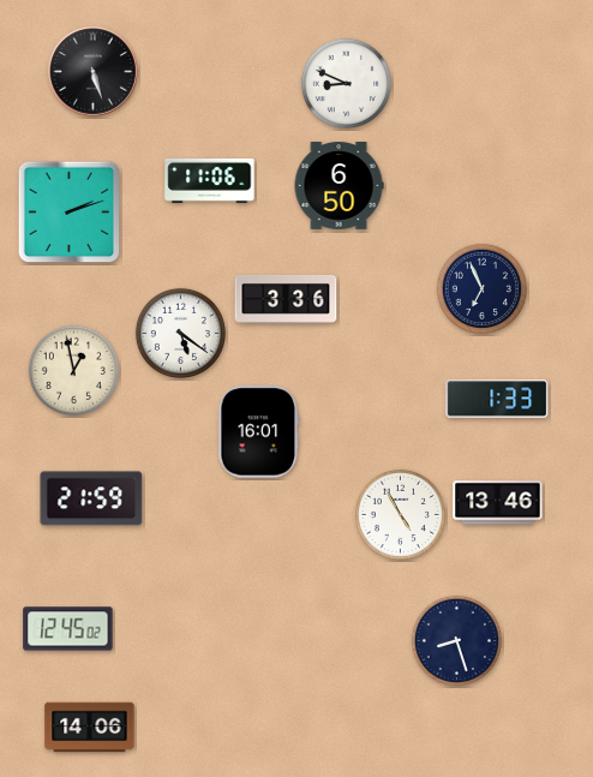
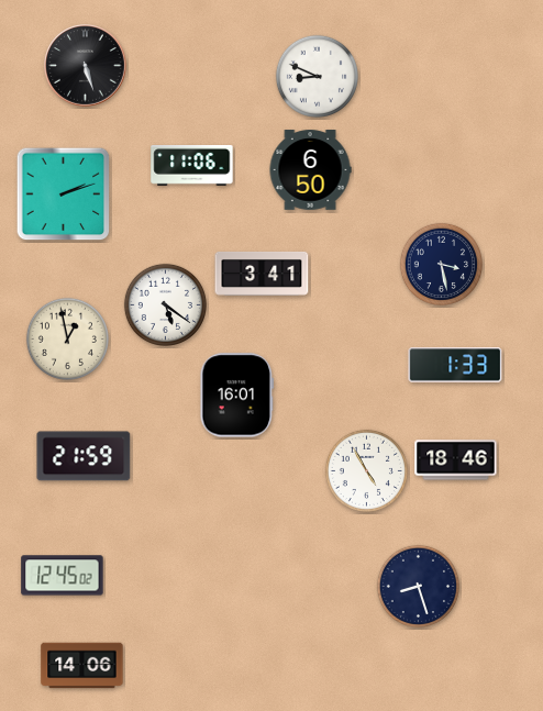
clock at (481, 288): 6:56 -> 3:28
clock at (286, 299): 3:36 -> 3:41
clock at (498, 503): 13:46 -> 18:46
